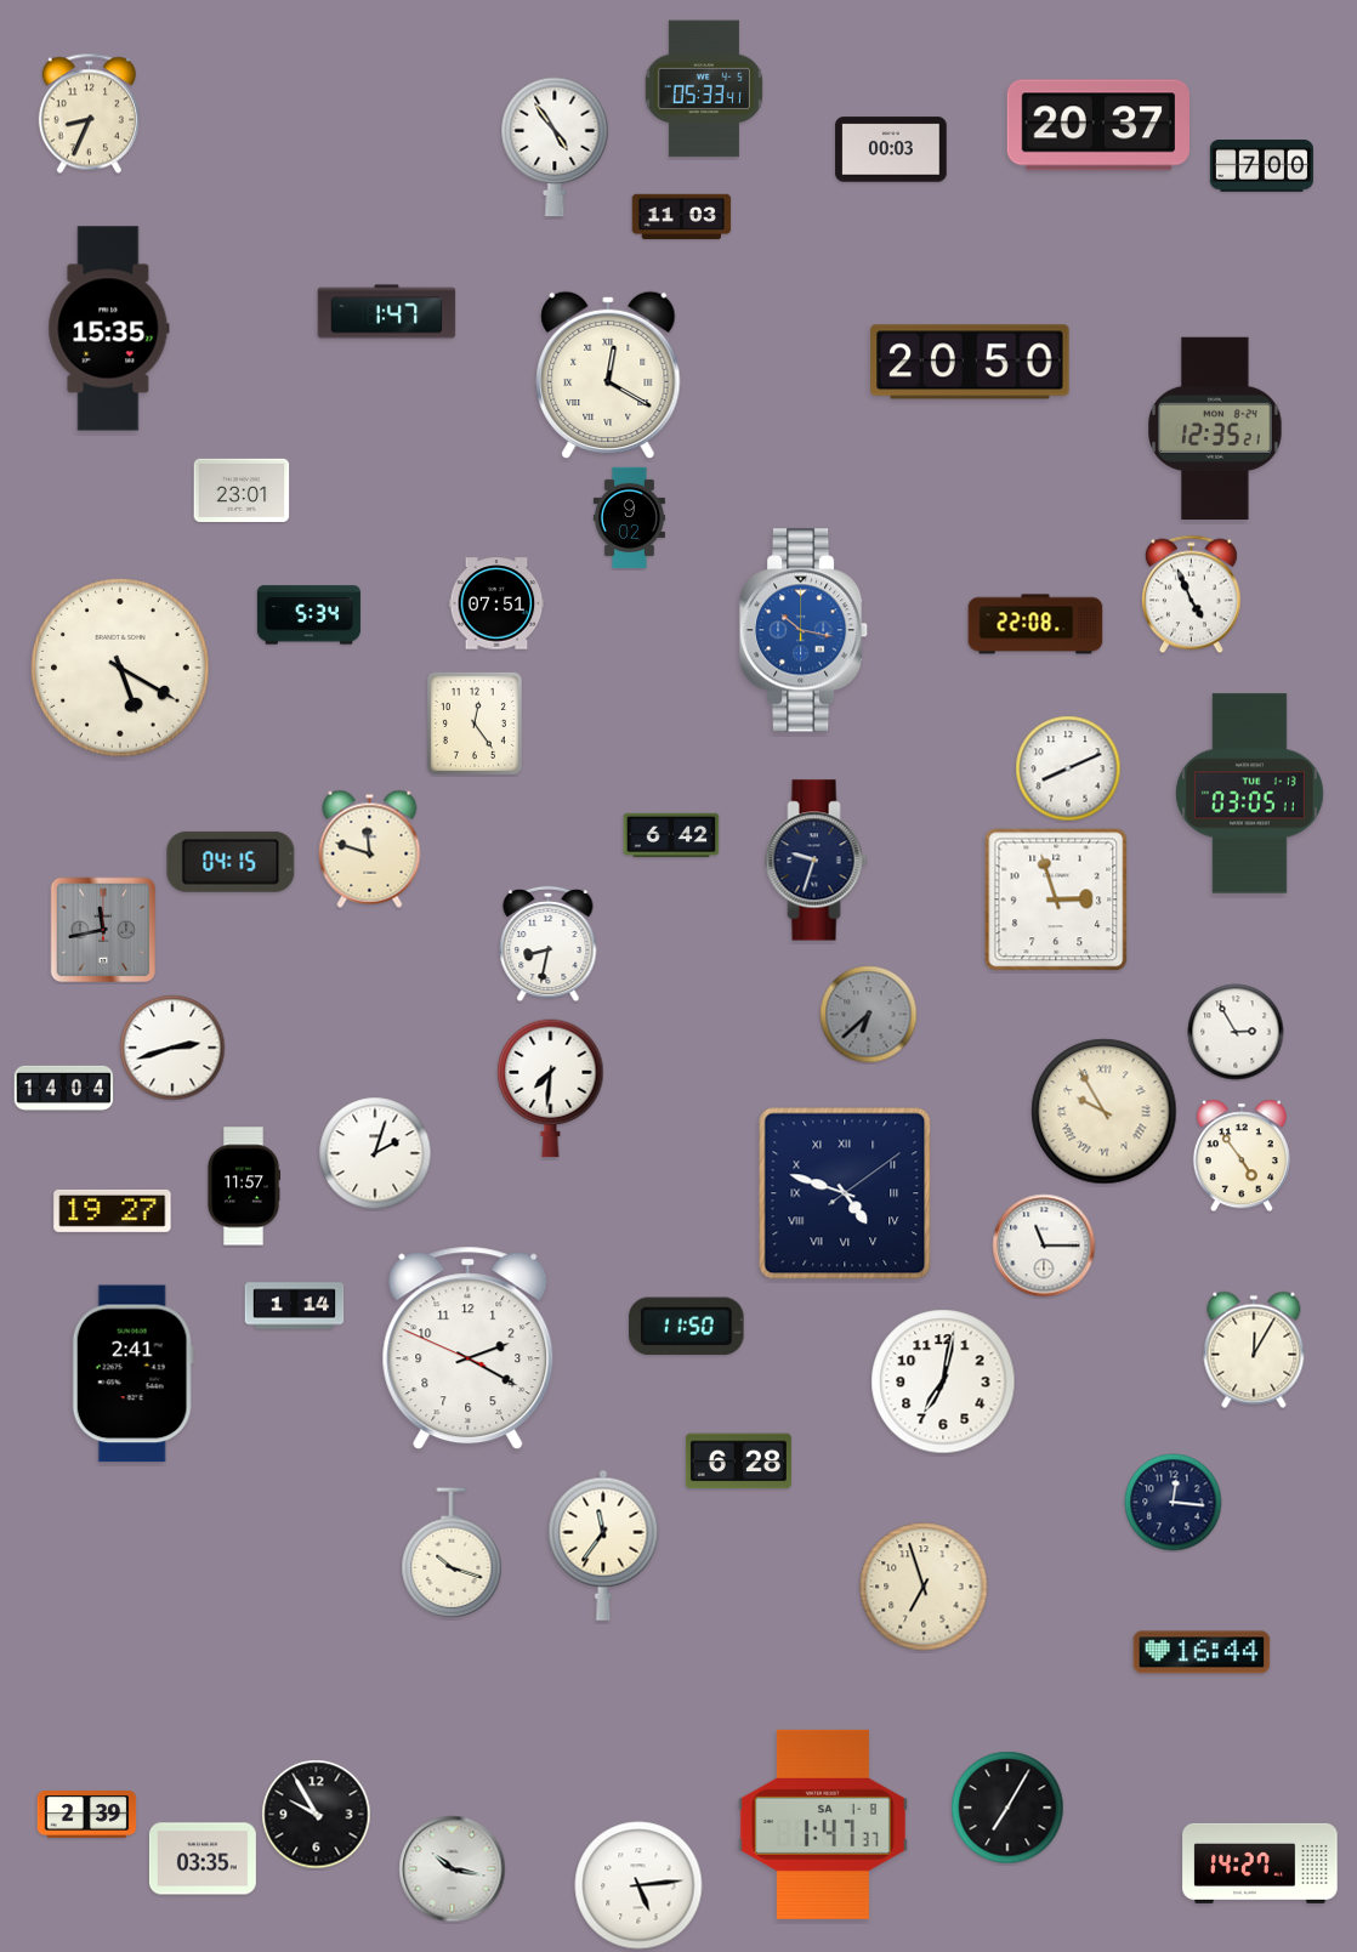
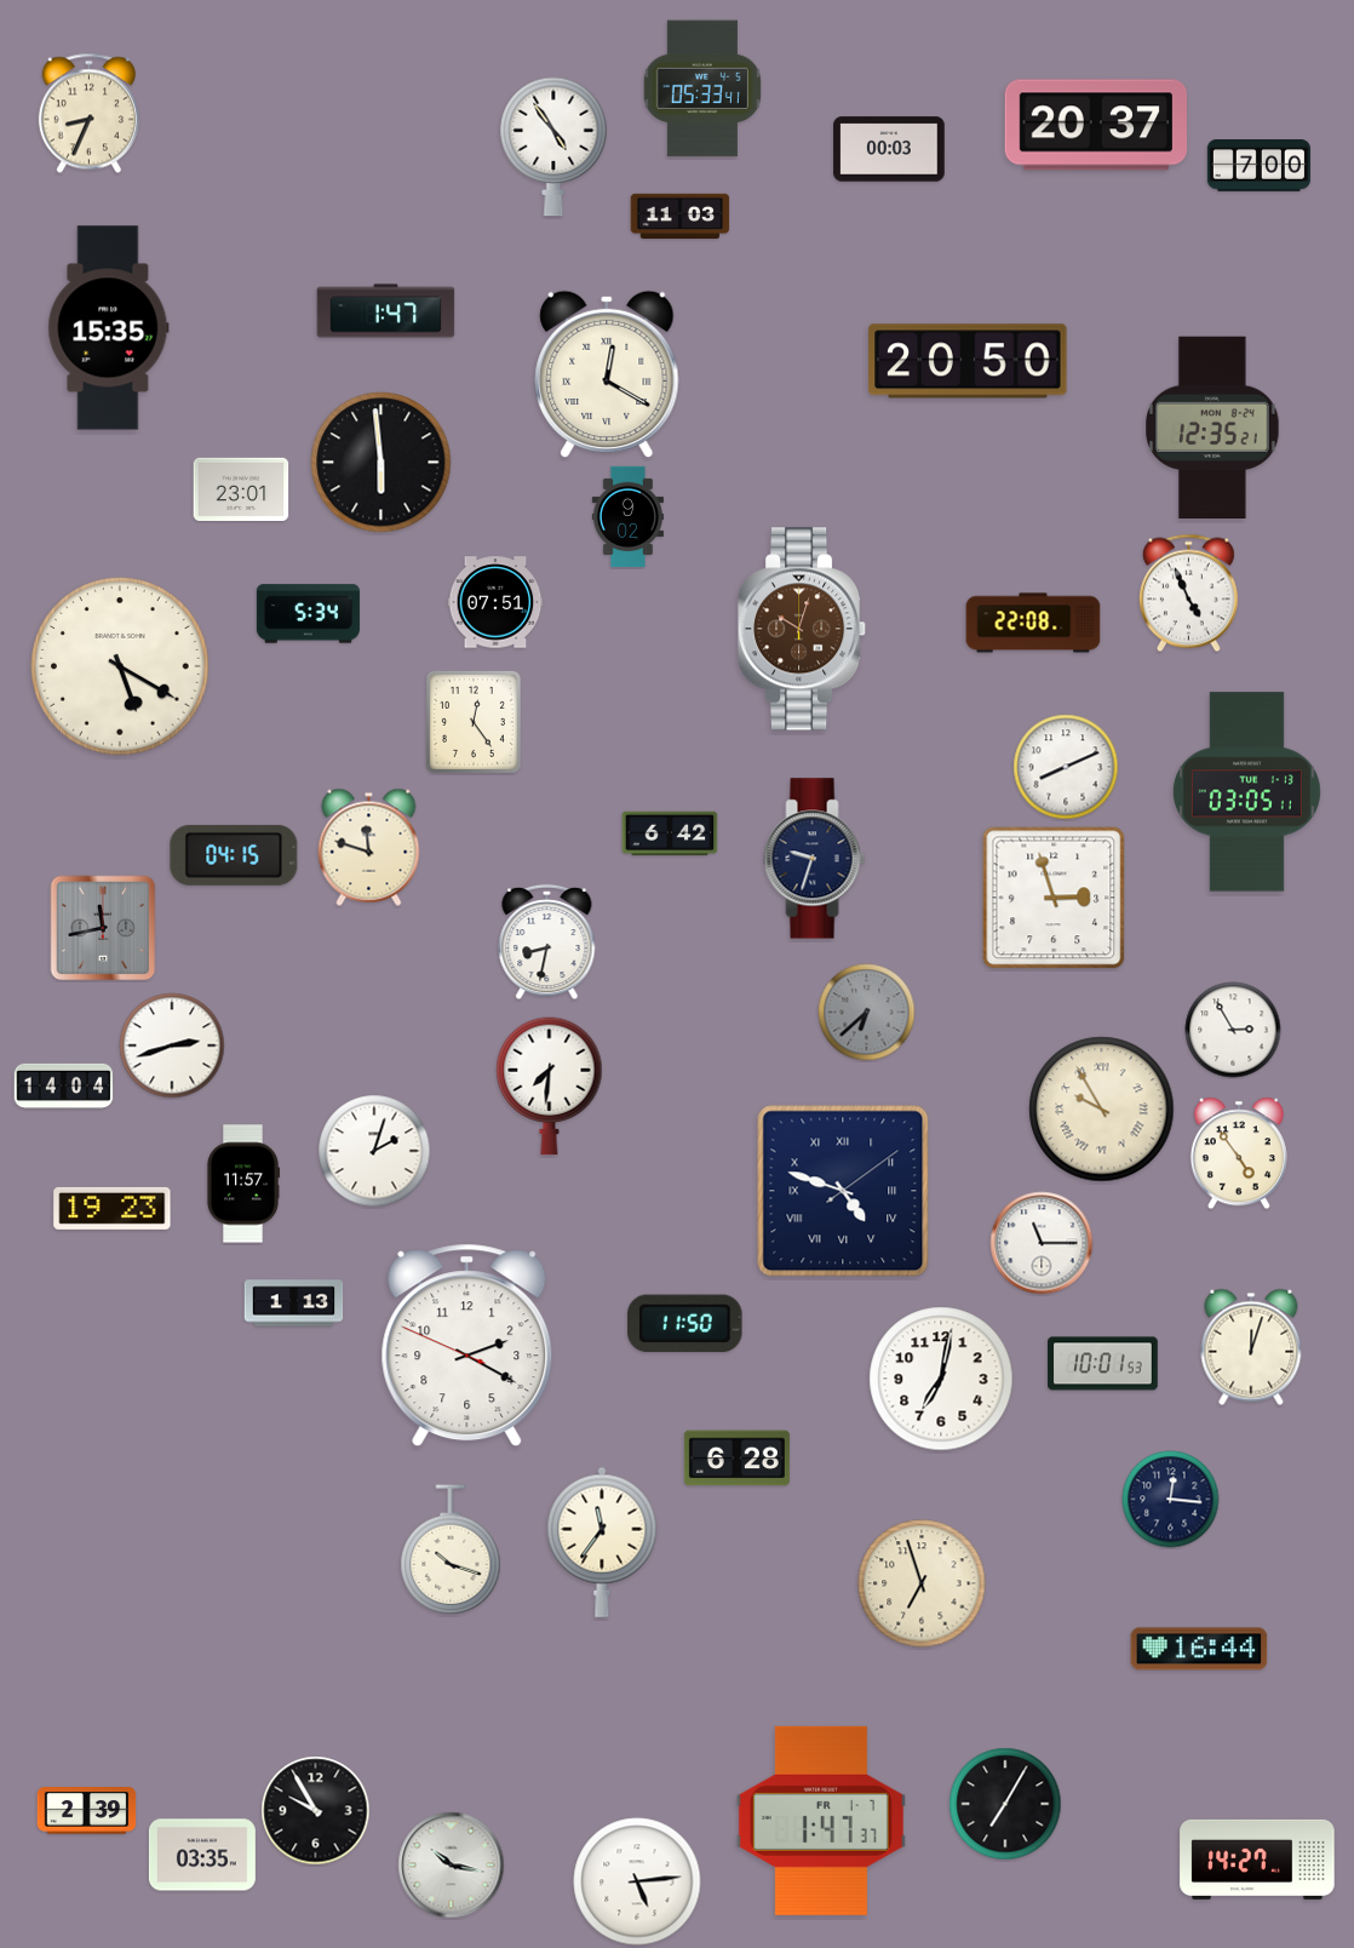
clock at (381, 463): none -> 5:59
clock at (804, 630): 10:17 -> 10:03
clock at (804, 630) dial: blue -> brown
clock at (231, 862) position: (231, 862) -> (234, 855)
clock at (113, 1210): 19:27 -> 19:23
clock at (295, 1306): 1:14 -> 1:13
clock at (1254, 1350): 12:05 -> 12:03
clock at (1103, 1364): none -> 10:01
clock at (132, 1374): 2:41 -> none
clock at (823, 1825) date: SA 1-8 -> FR 1-7
